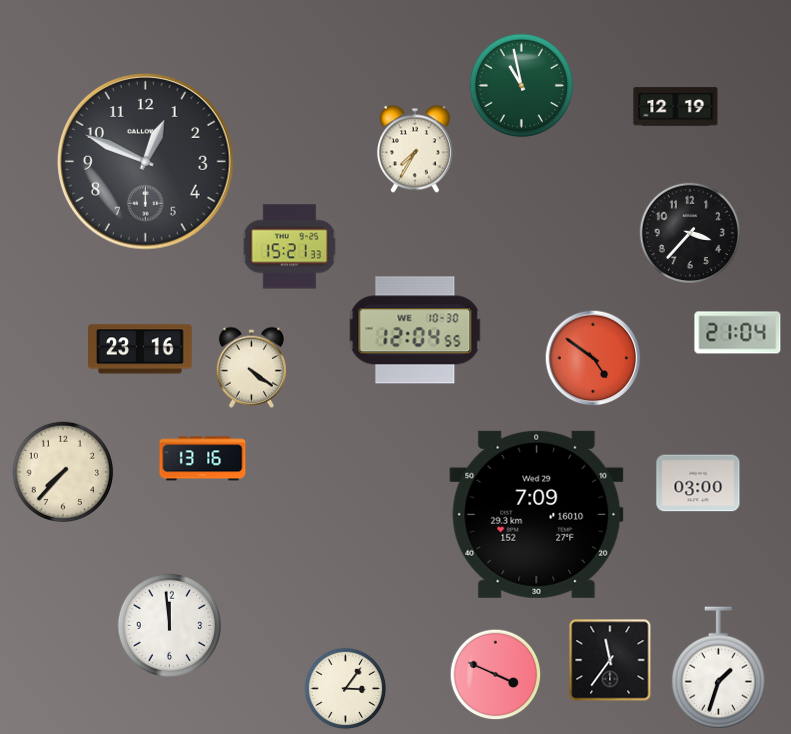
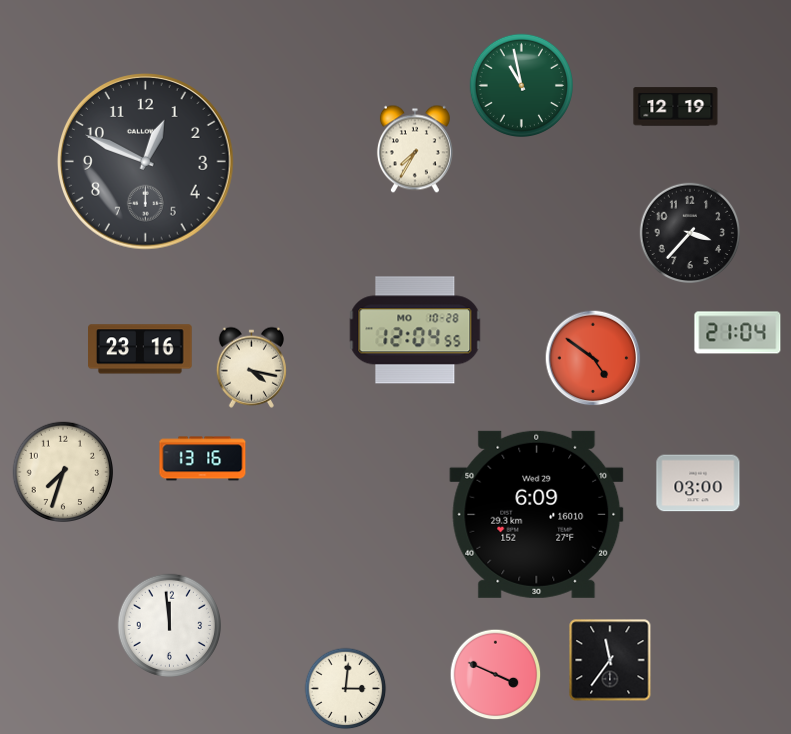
clock at (290, 247): 15:21 -> none
clock at (415, 330) date: WE 10-30 -> MO 10-28
clock at (251, 367): 4:21 -> 4:17
clock at (62, 471): 7:37 -> 7:33
clock at (537, 514): 7:09 -> 6:09
clock at (718, 668): 1:33 -> none
clock at (346, 689): 3:06 -> 3:01
